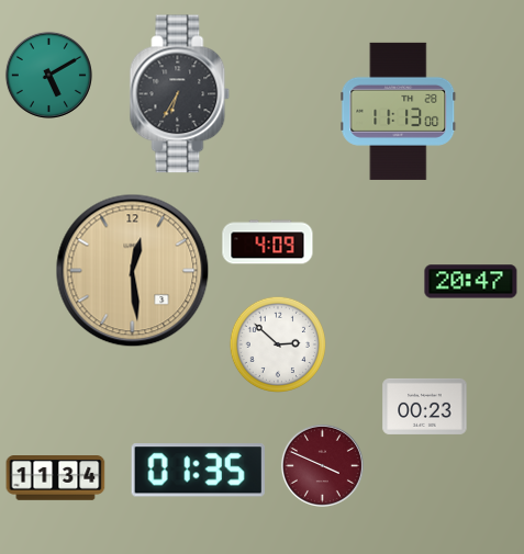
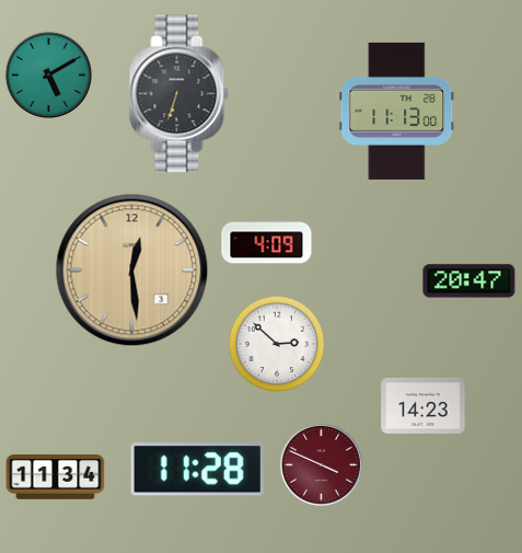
clock at (180, 94): 6:35 -> 6:33
clock at (425, 406): 00:23 -> 14:23
clock at (198, 471): 01:35 -> 11:28
